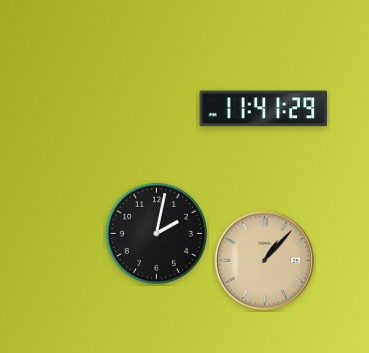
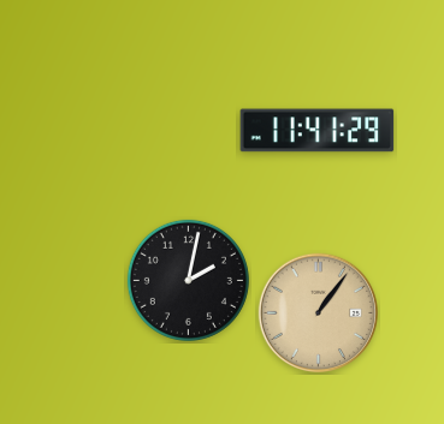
clock at (265, 261): 1:07 -> 1:06
